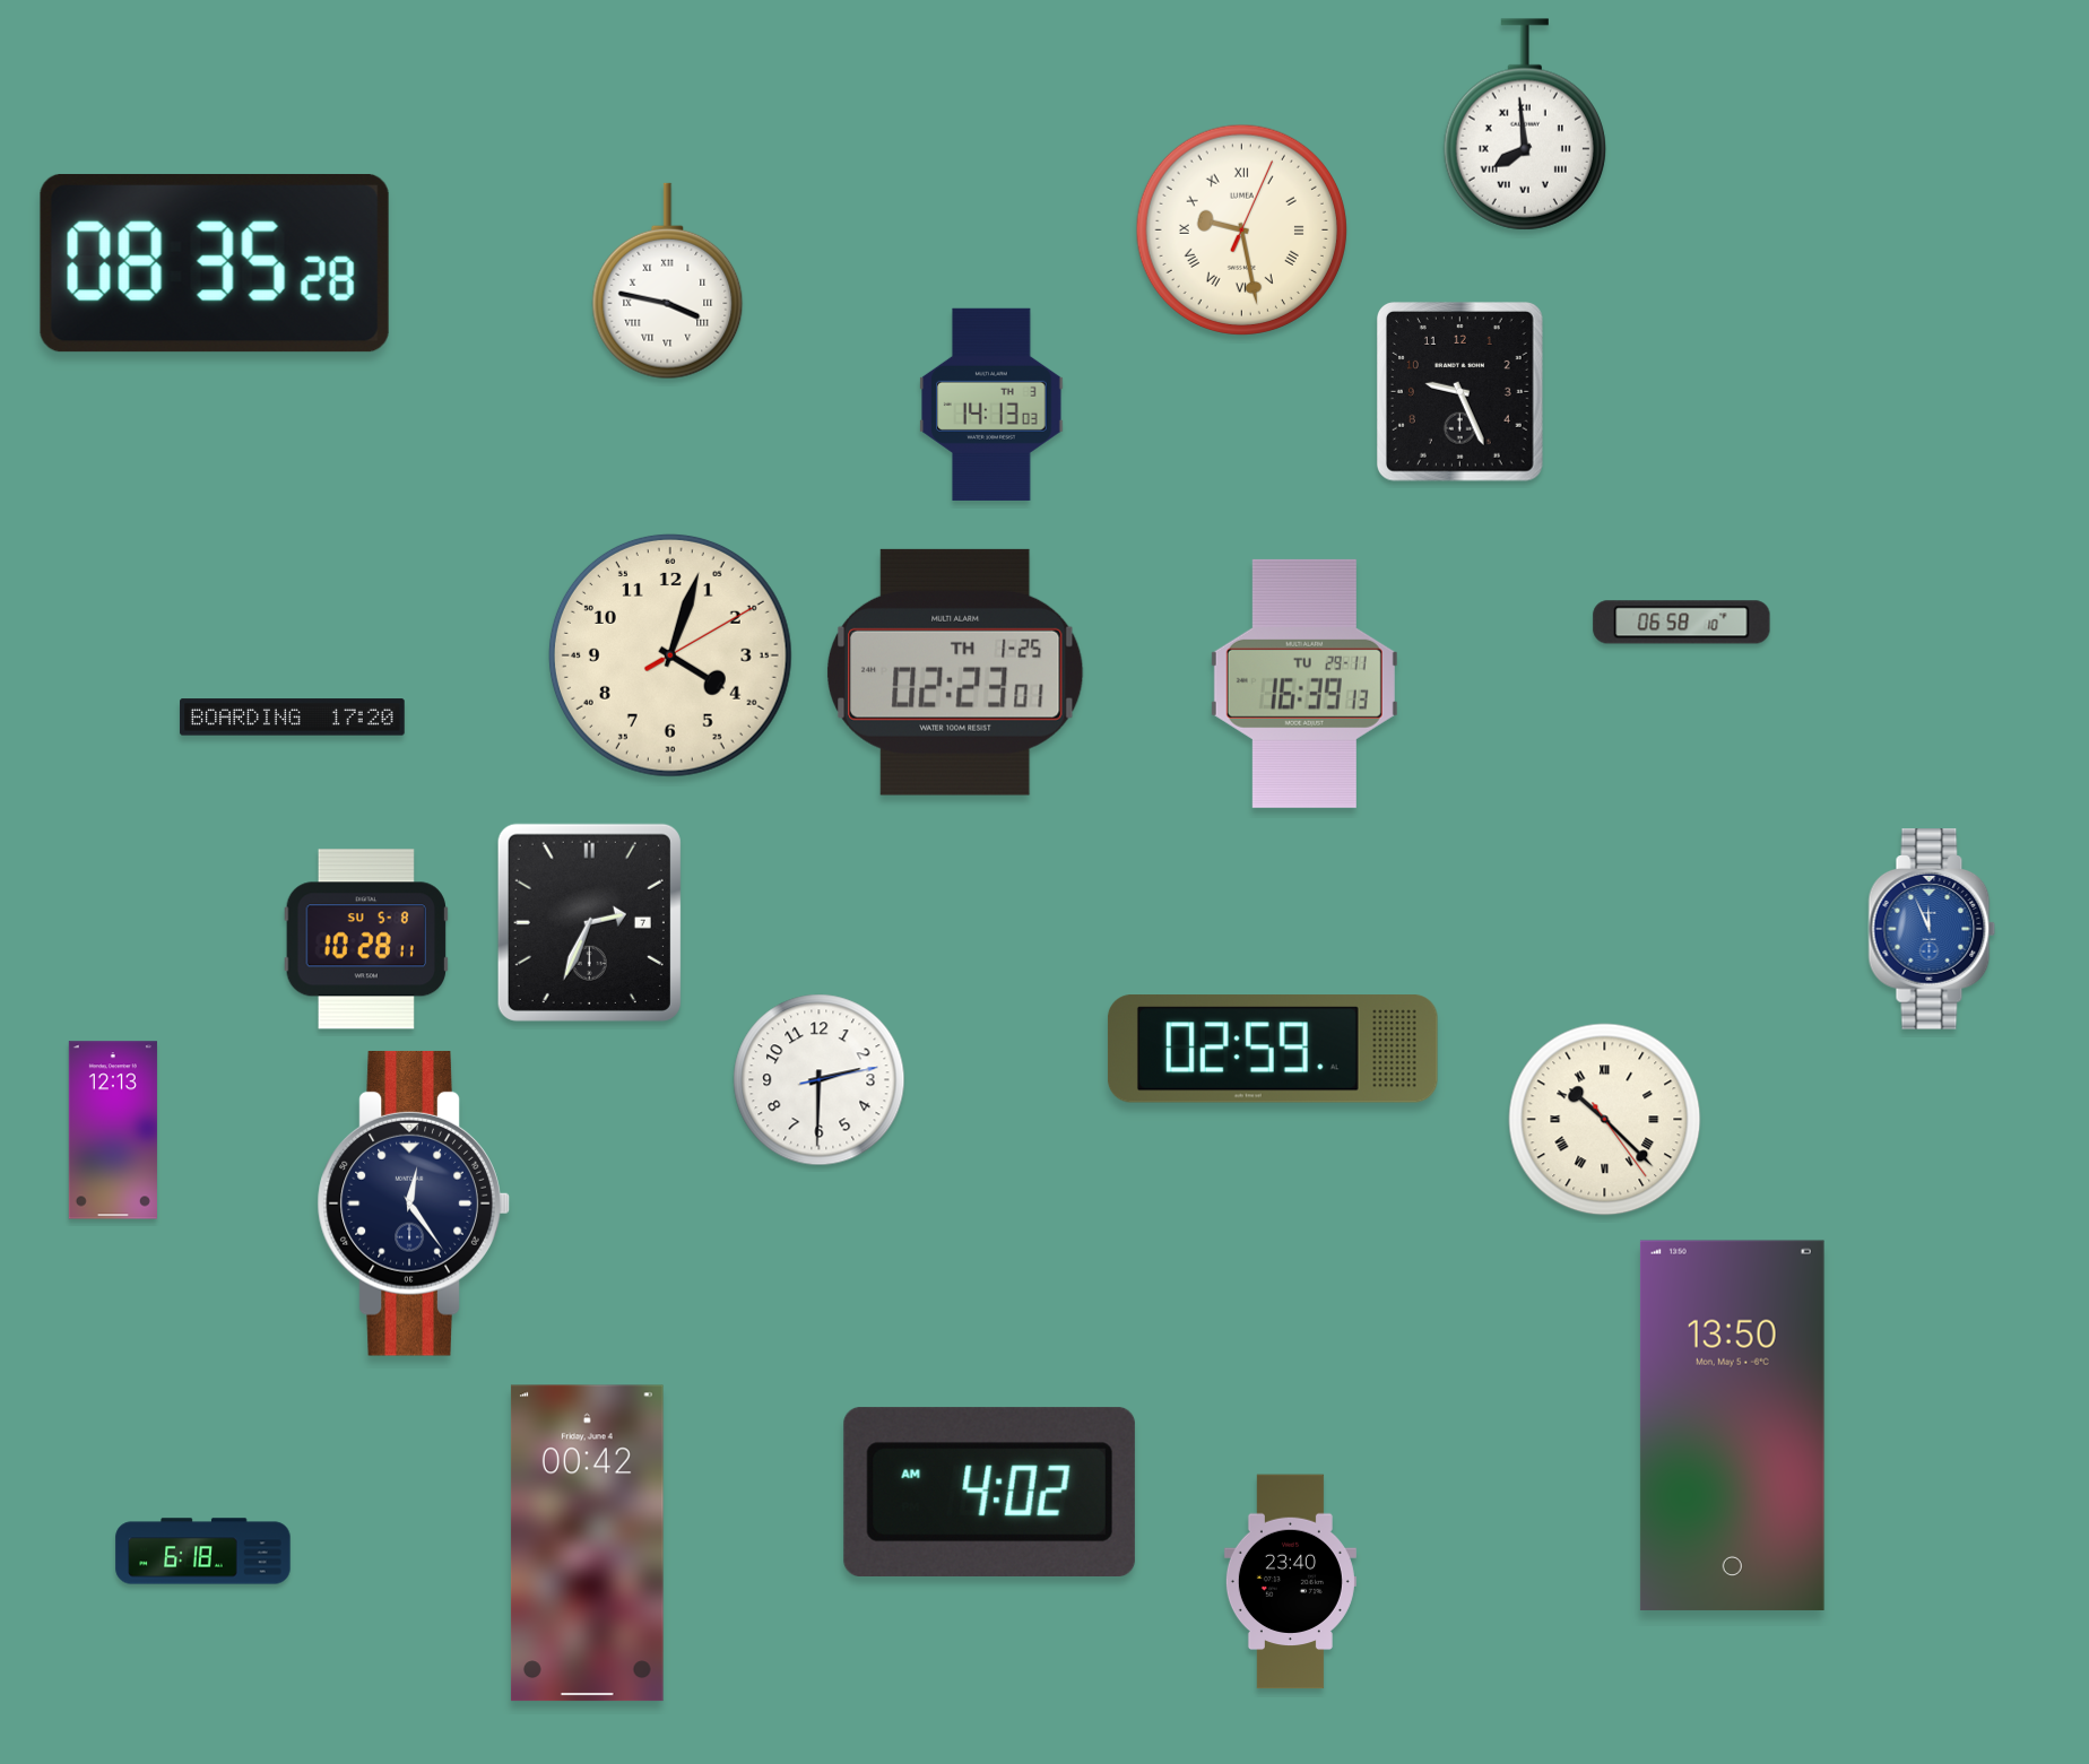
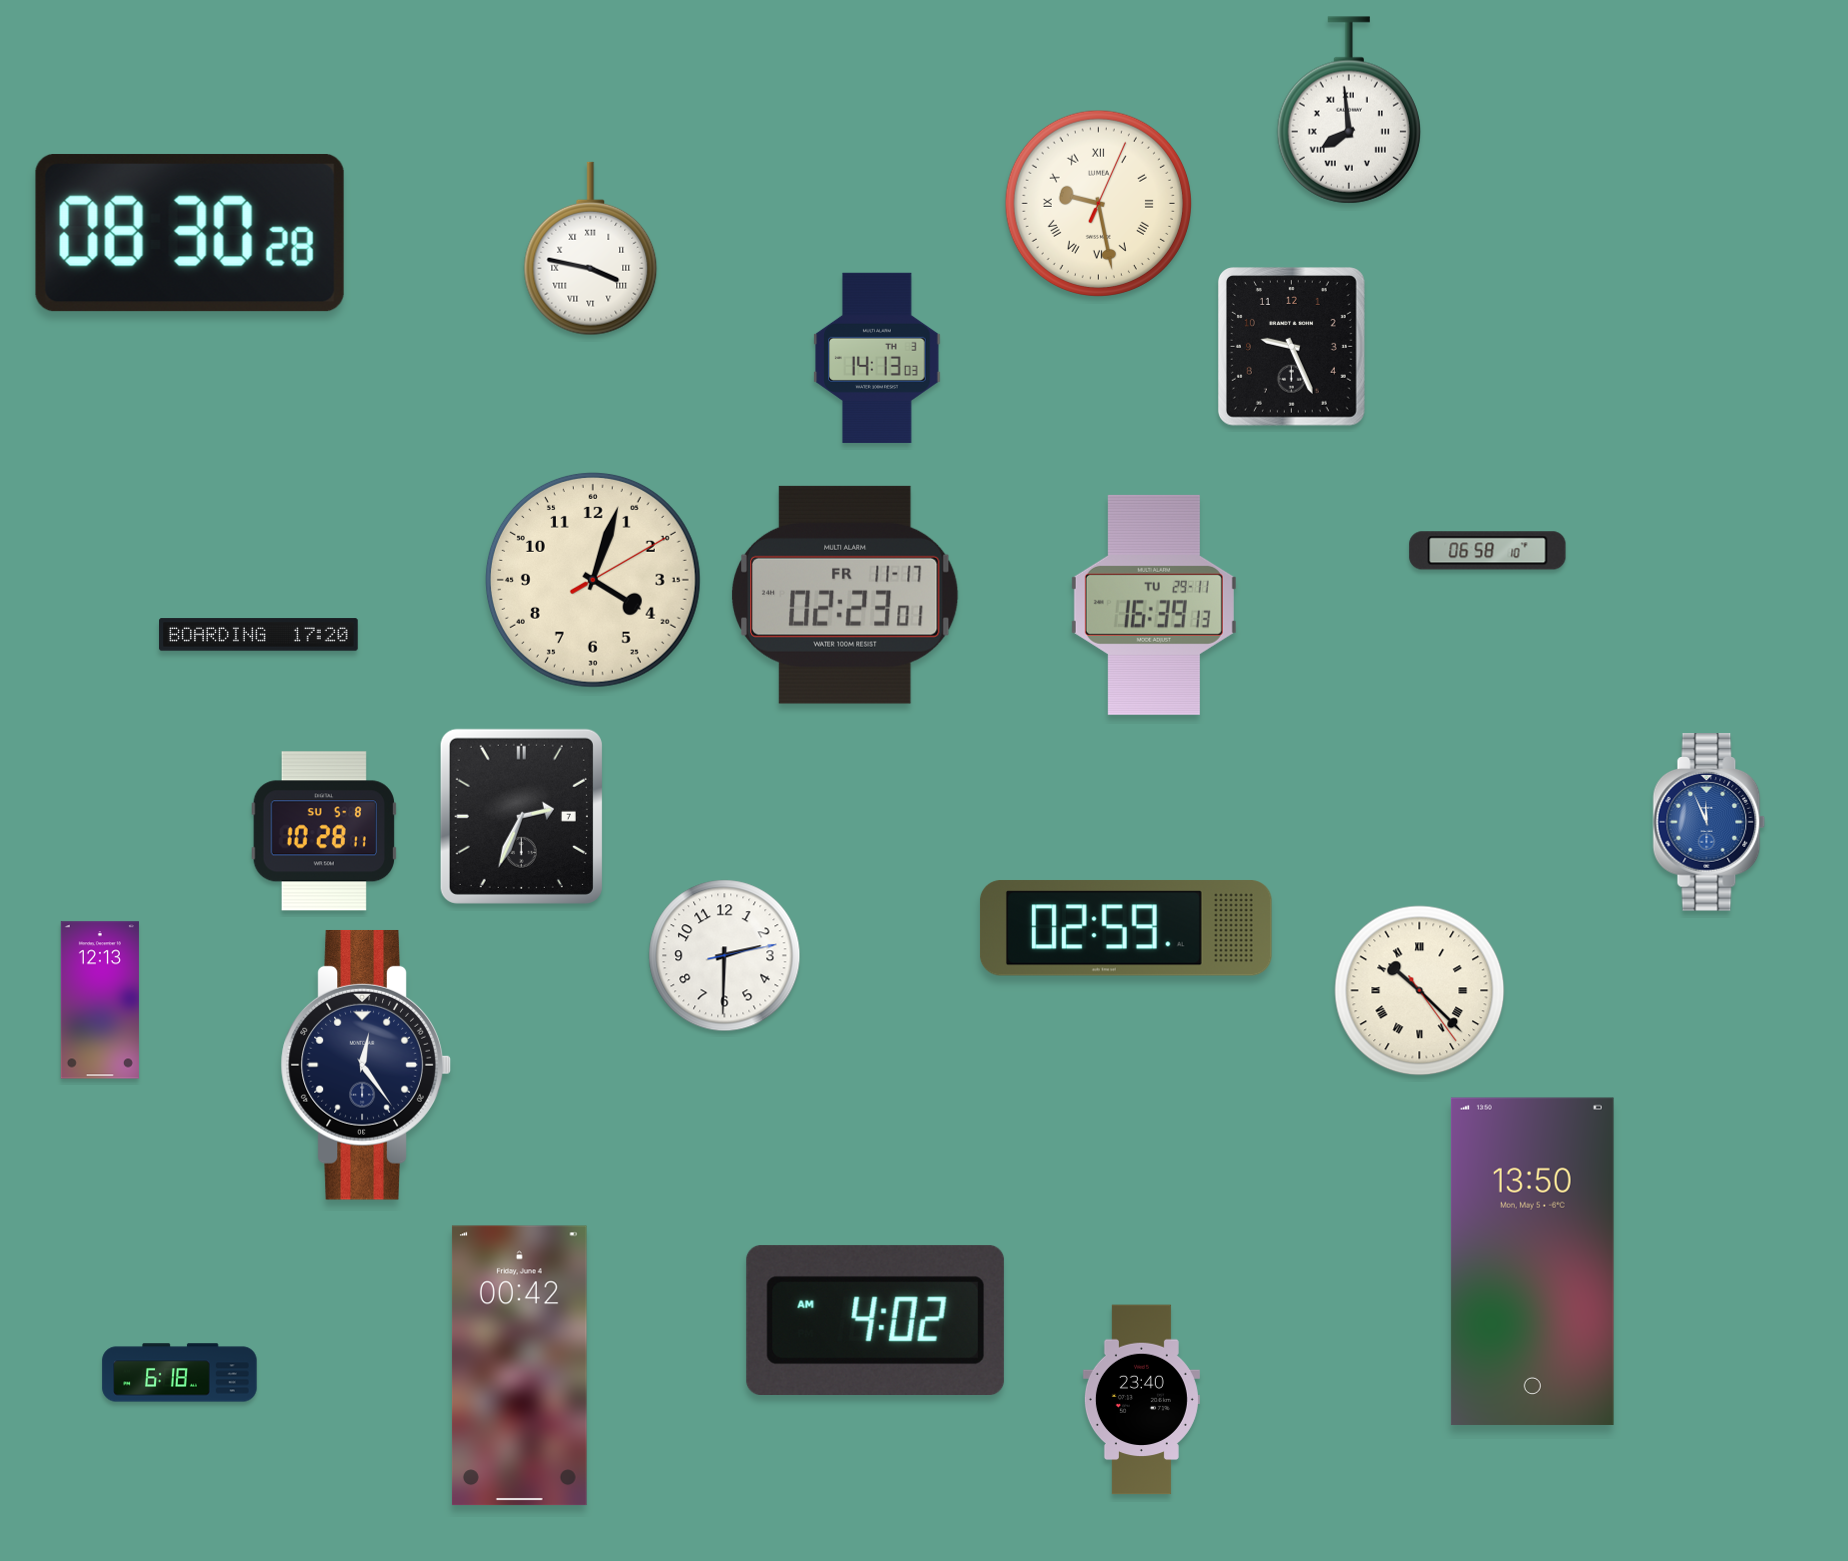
clock at (215, 263): 08:35 -> 08:30
clock at (956, 672) date: TH 1-25 -> FR 11-17
